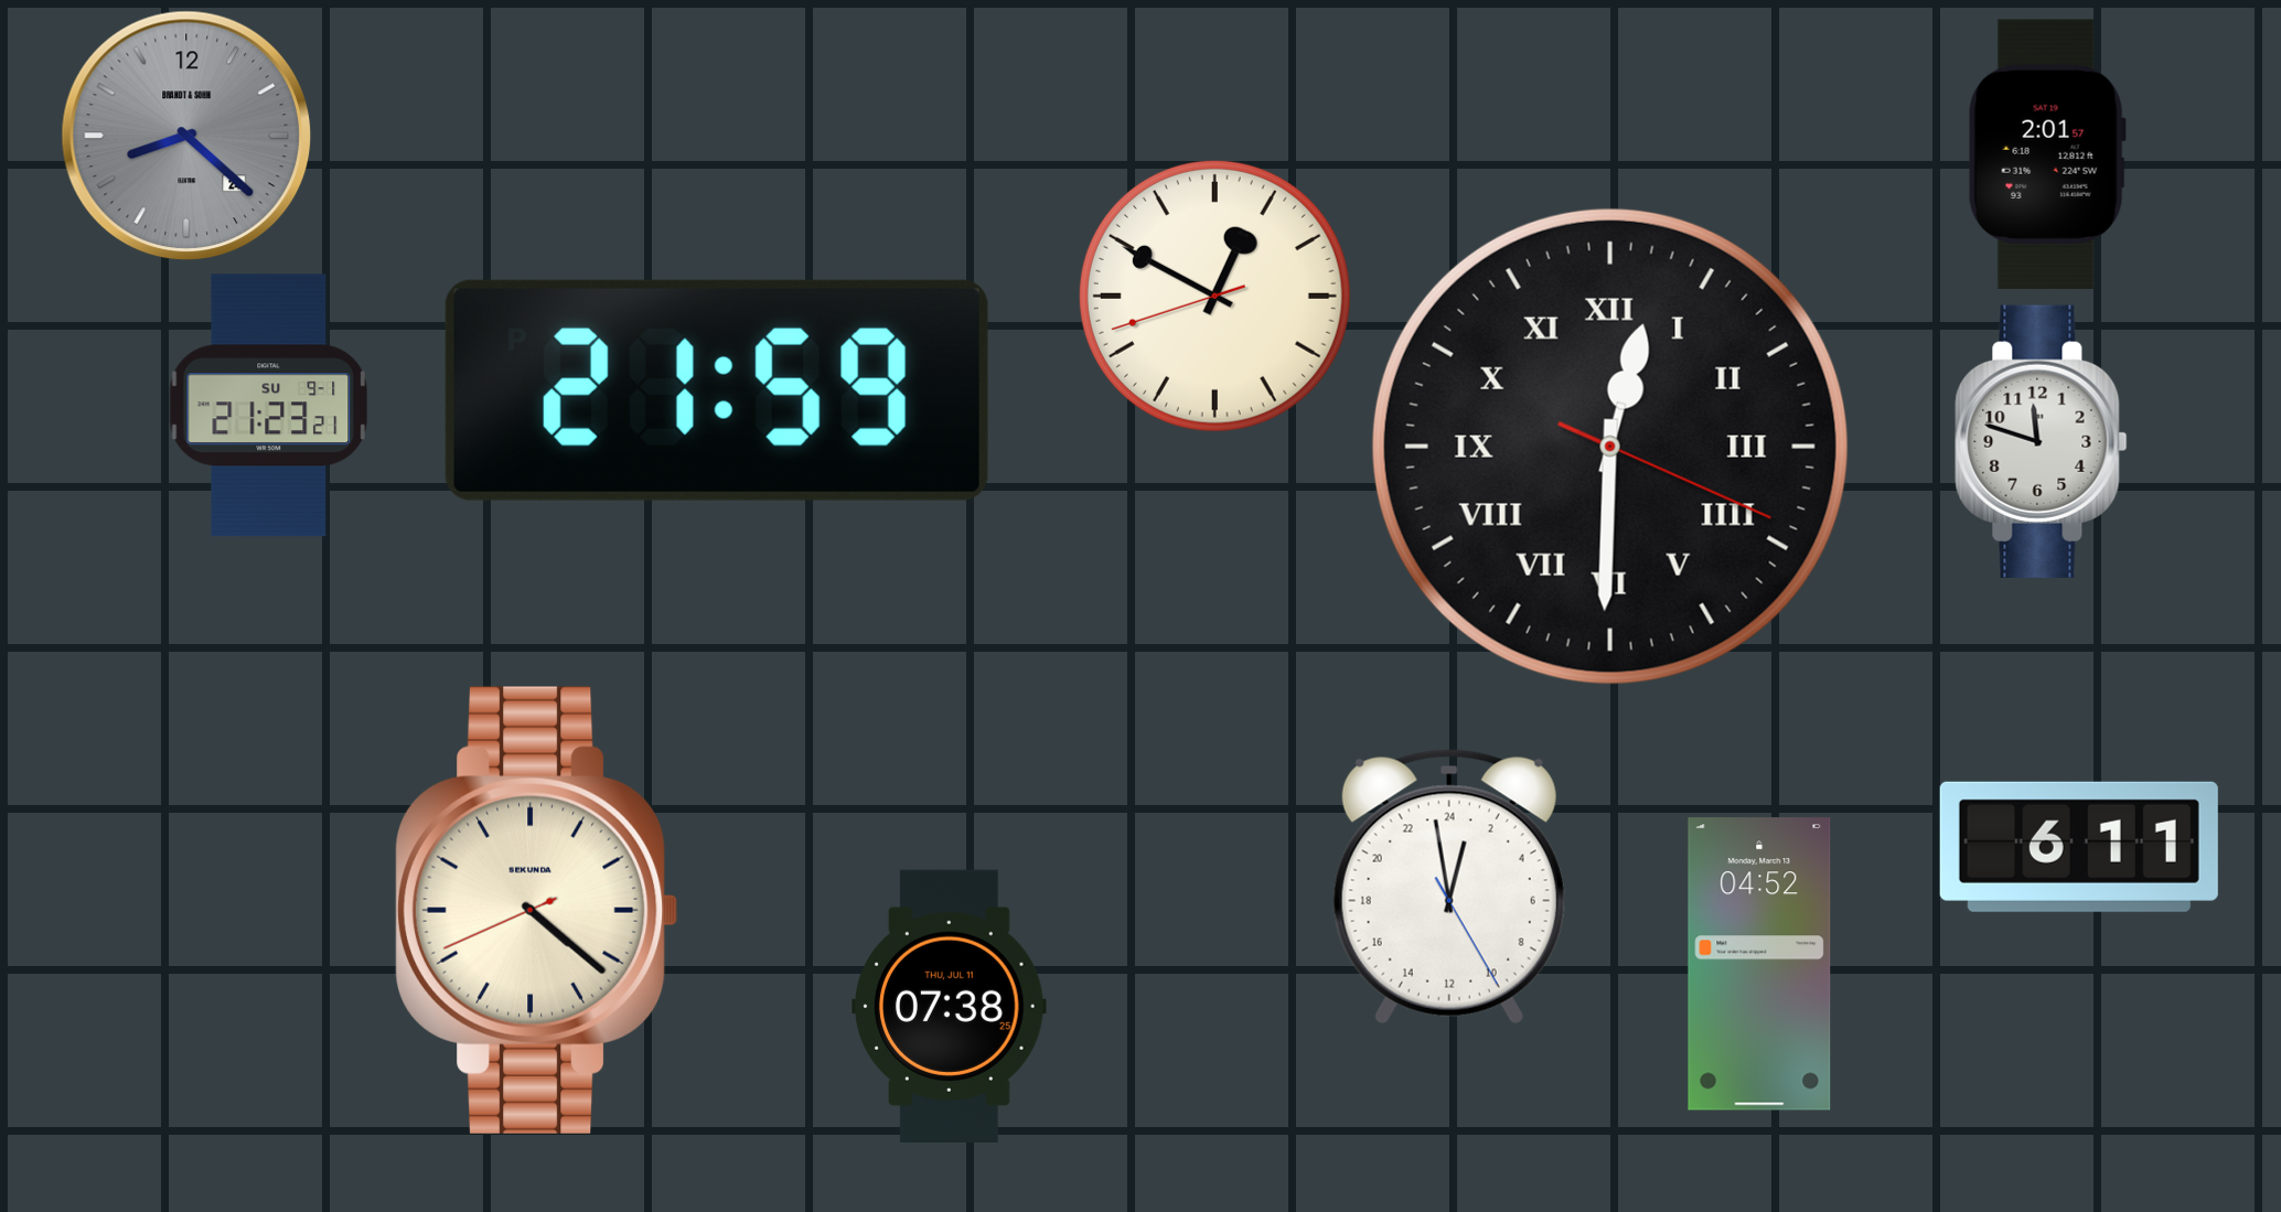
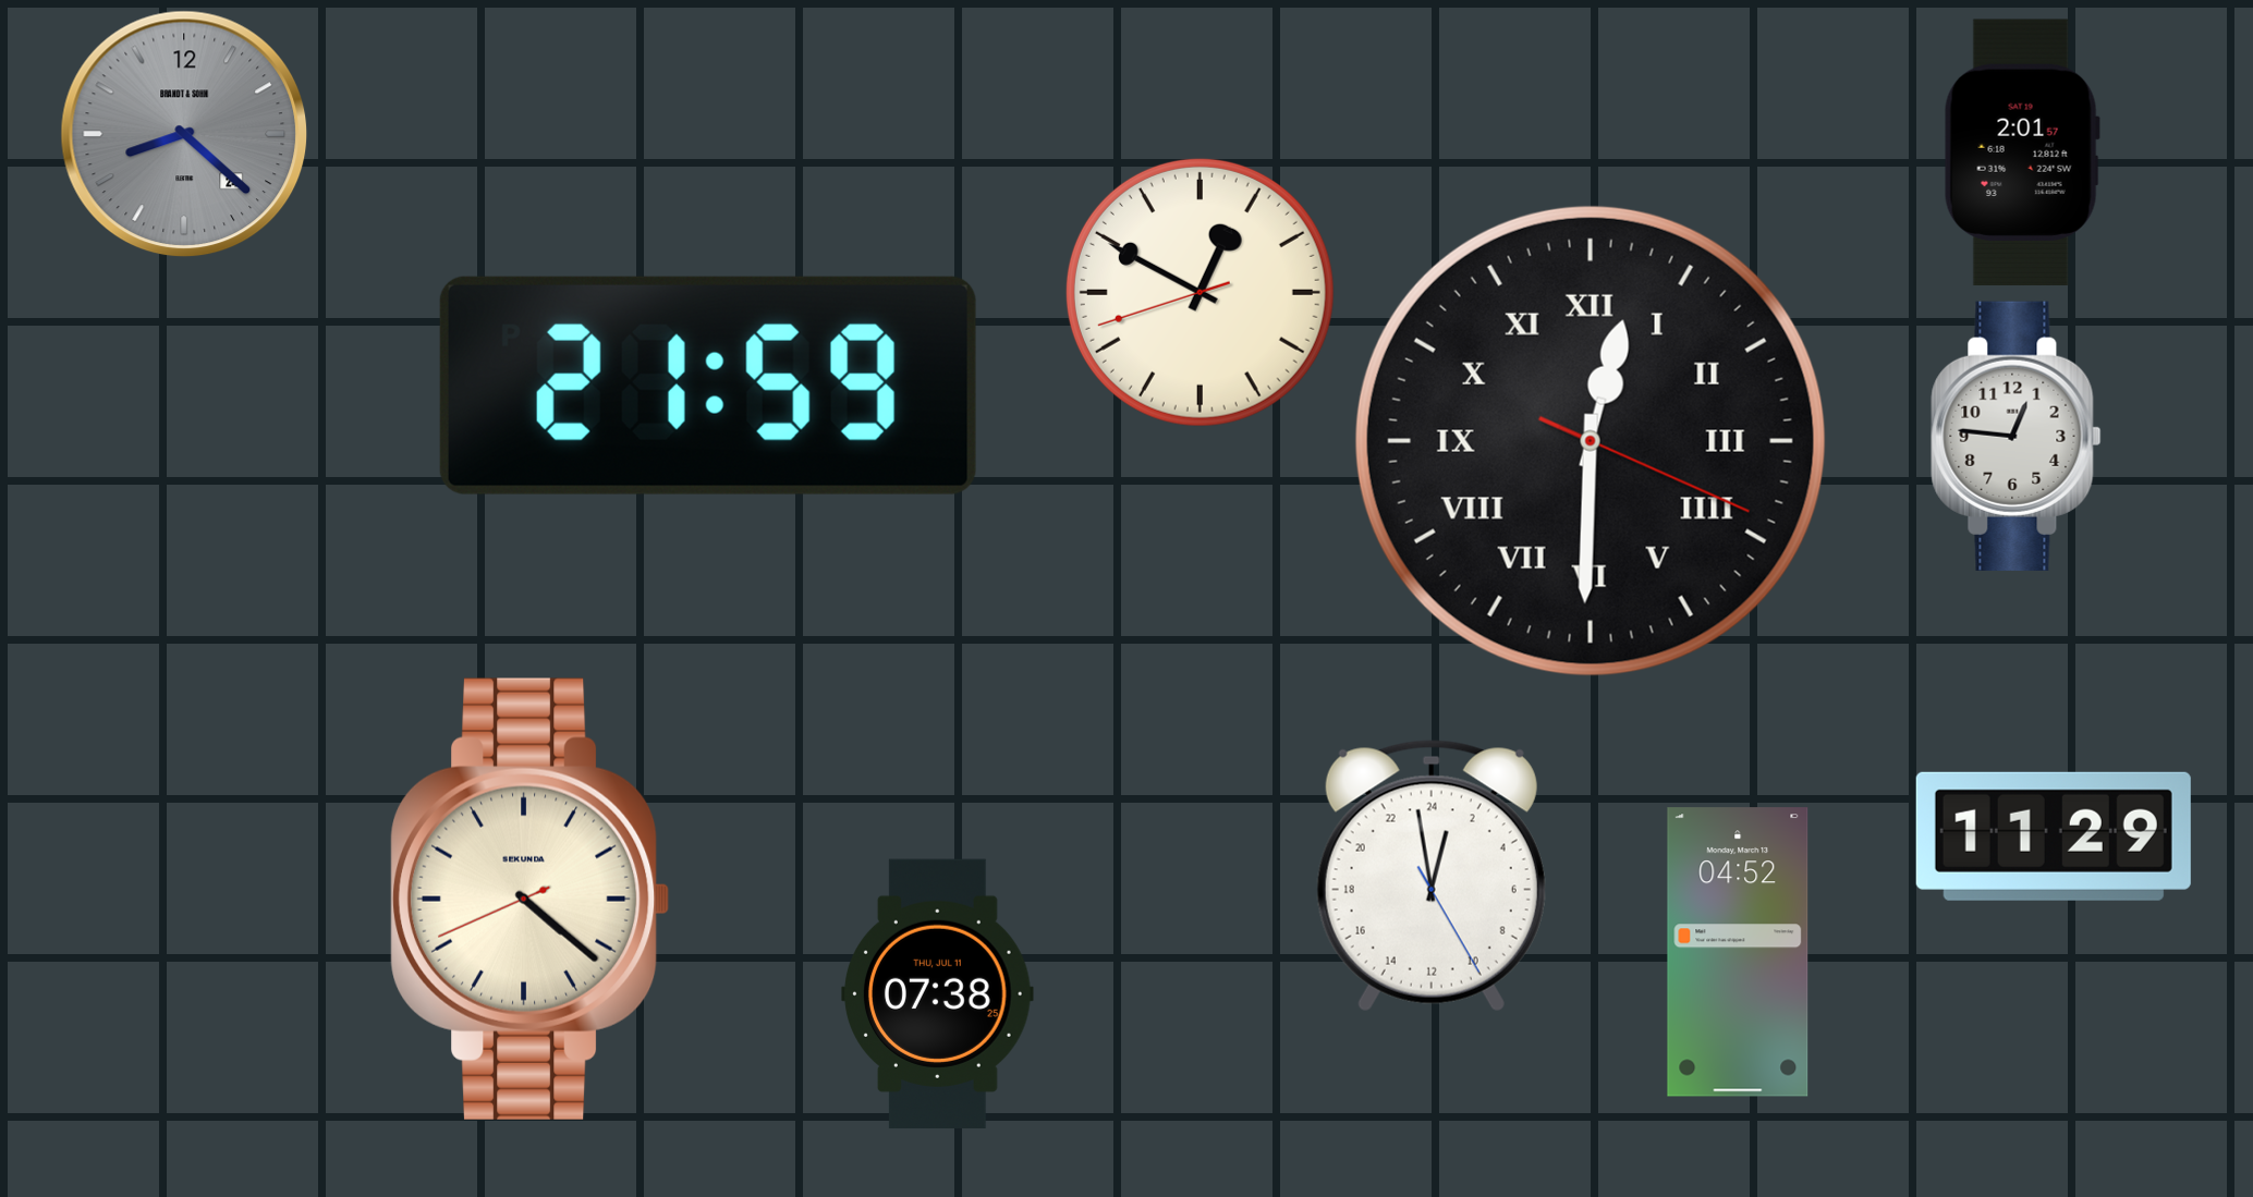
clock at (269, 406): 21:23 -> none
clock at (2042, 441): 11:48 -> 12:46
clock at (2079, 847): 6:11 -> 11:29
